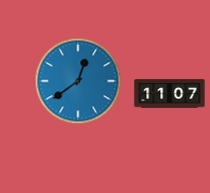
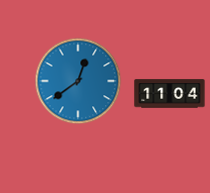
clock at (170, 94): 11:07 -> 11:04
